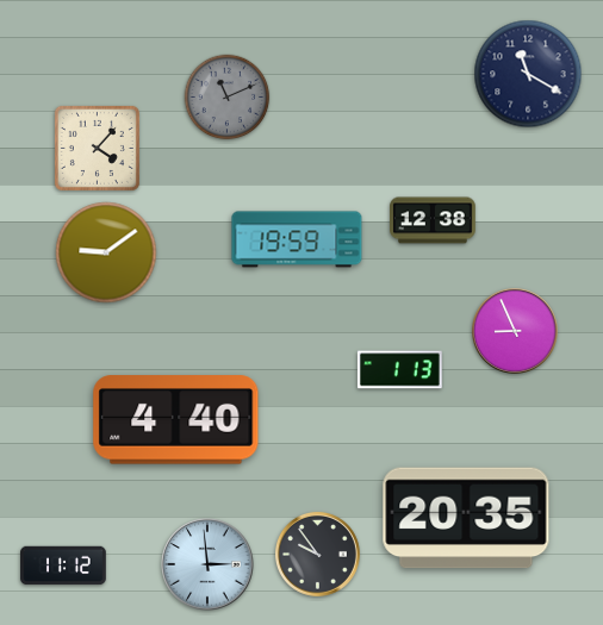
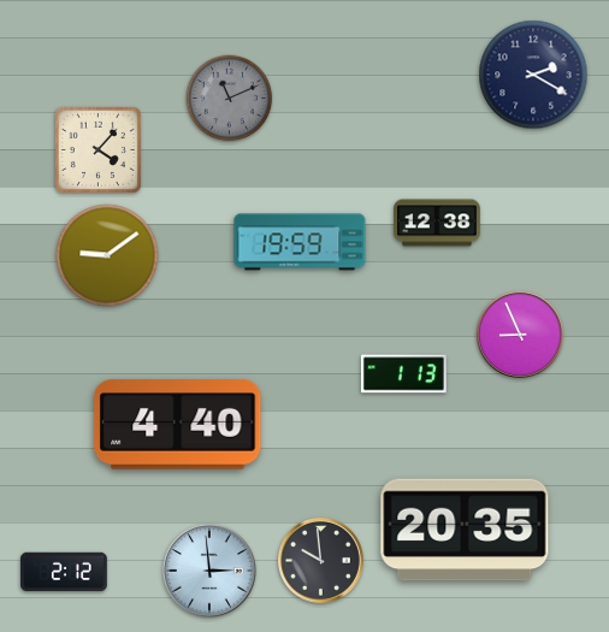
clock at (528, 74): 11:20 -> 2:20
clock at (466, 518) position: (466, 518) -> (465, 530)
clock at (317, 554): 9:54 -> 9:59
clock at (63, 565): 11:12 -> 2:12
